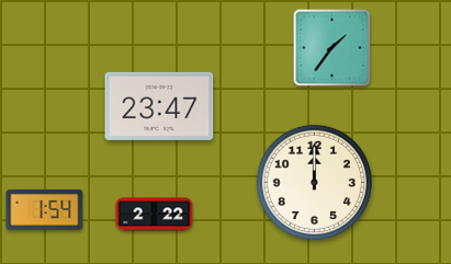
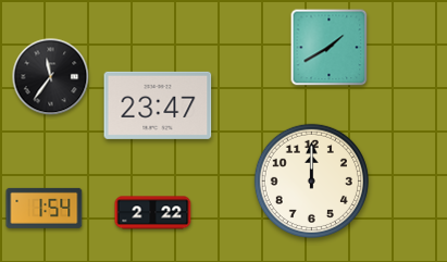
clock at (332, 48): 1:36 -> 1:40
clock at (51, 77): none -> 11:36
